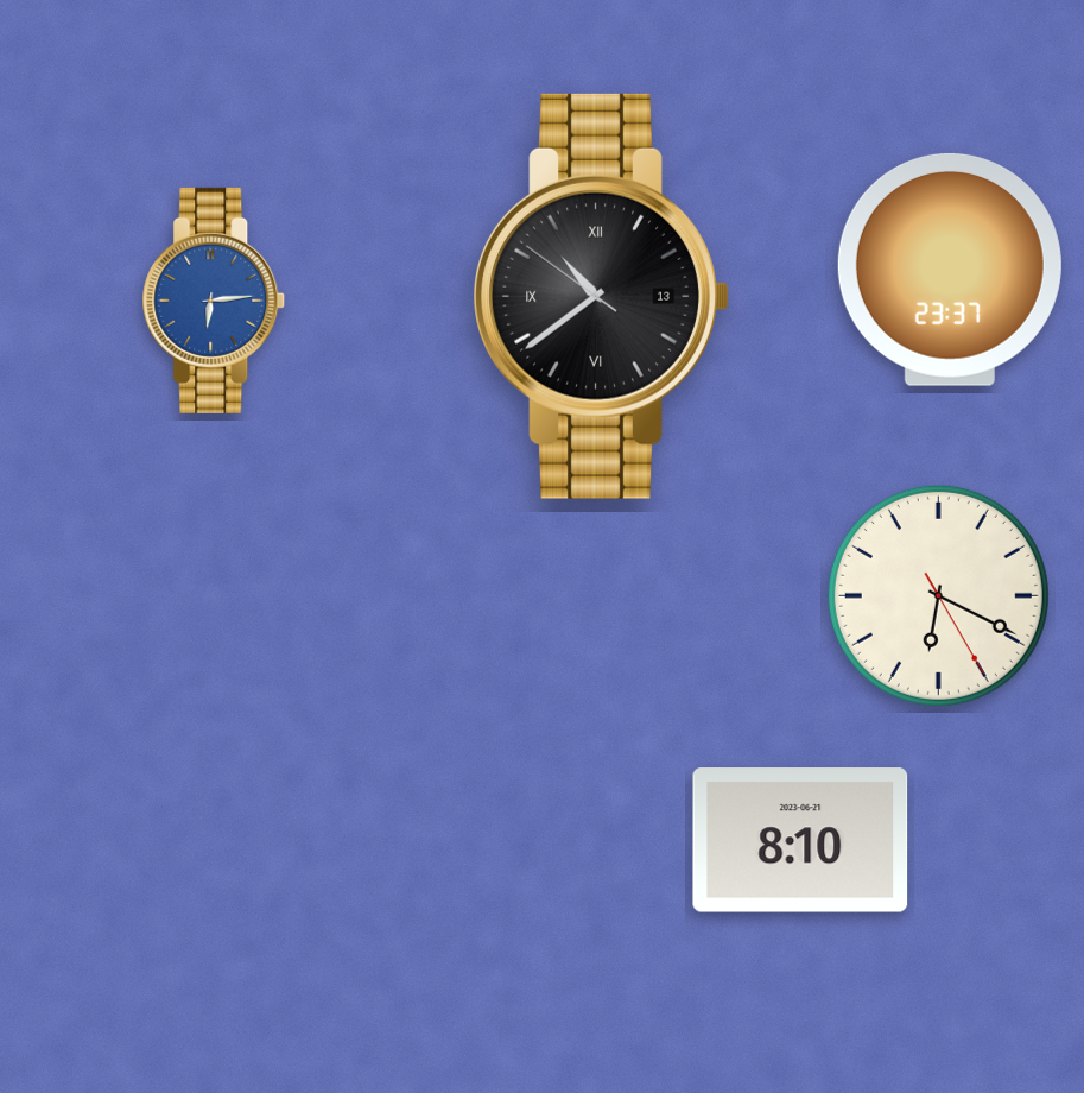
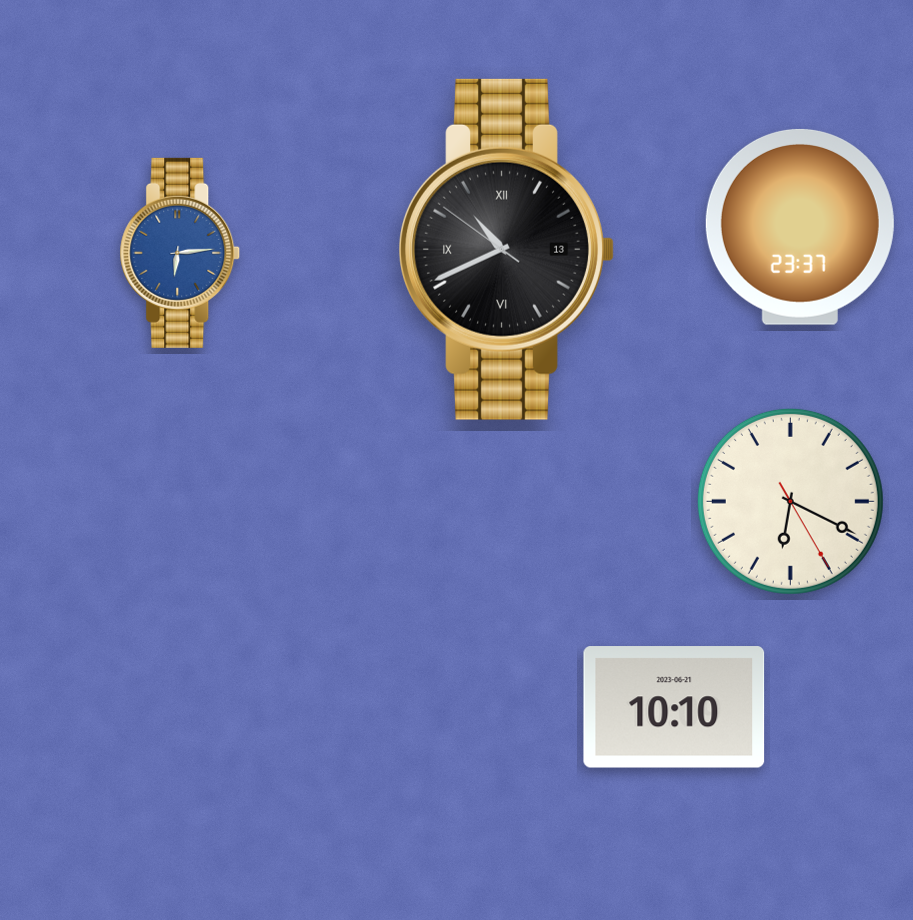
clock at (601, 296): 10:38 -> 10:40
clock at (800, 840): 8:10 -> 10:10
